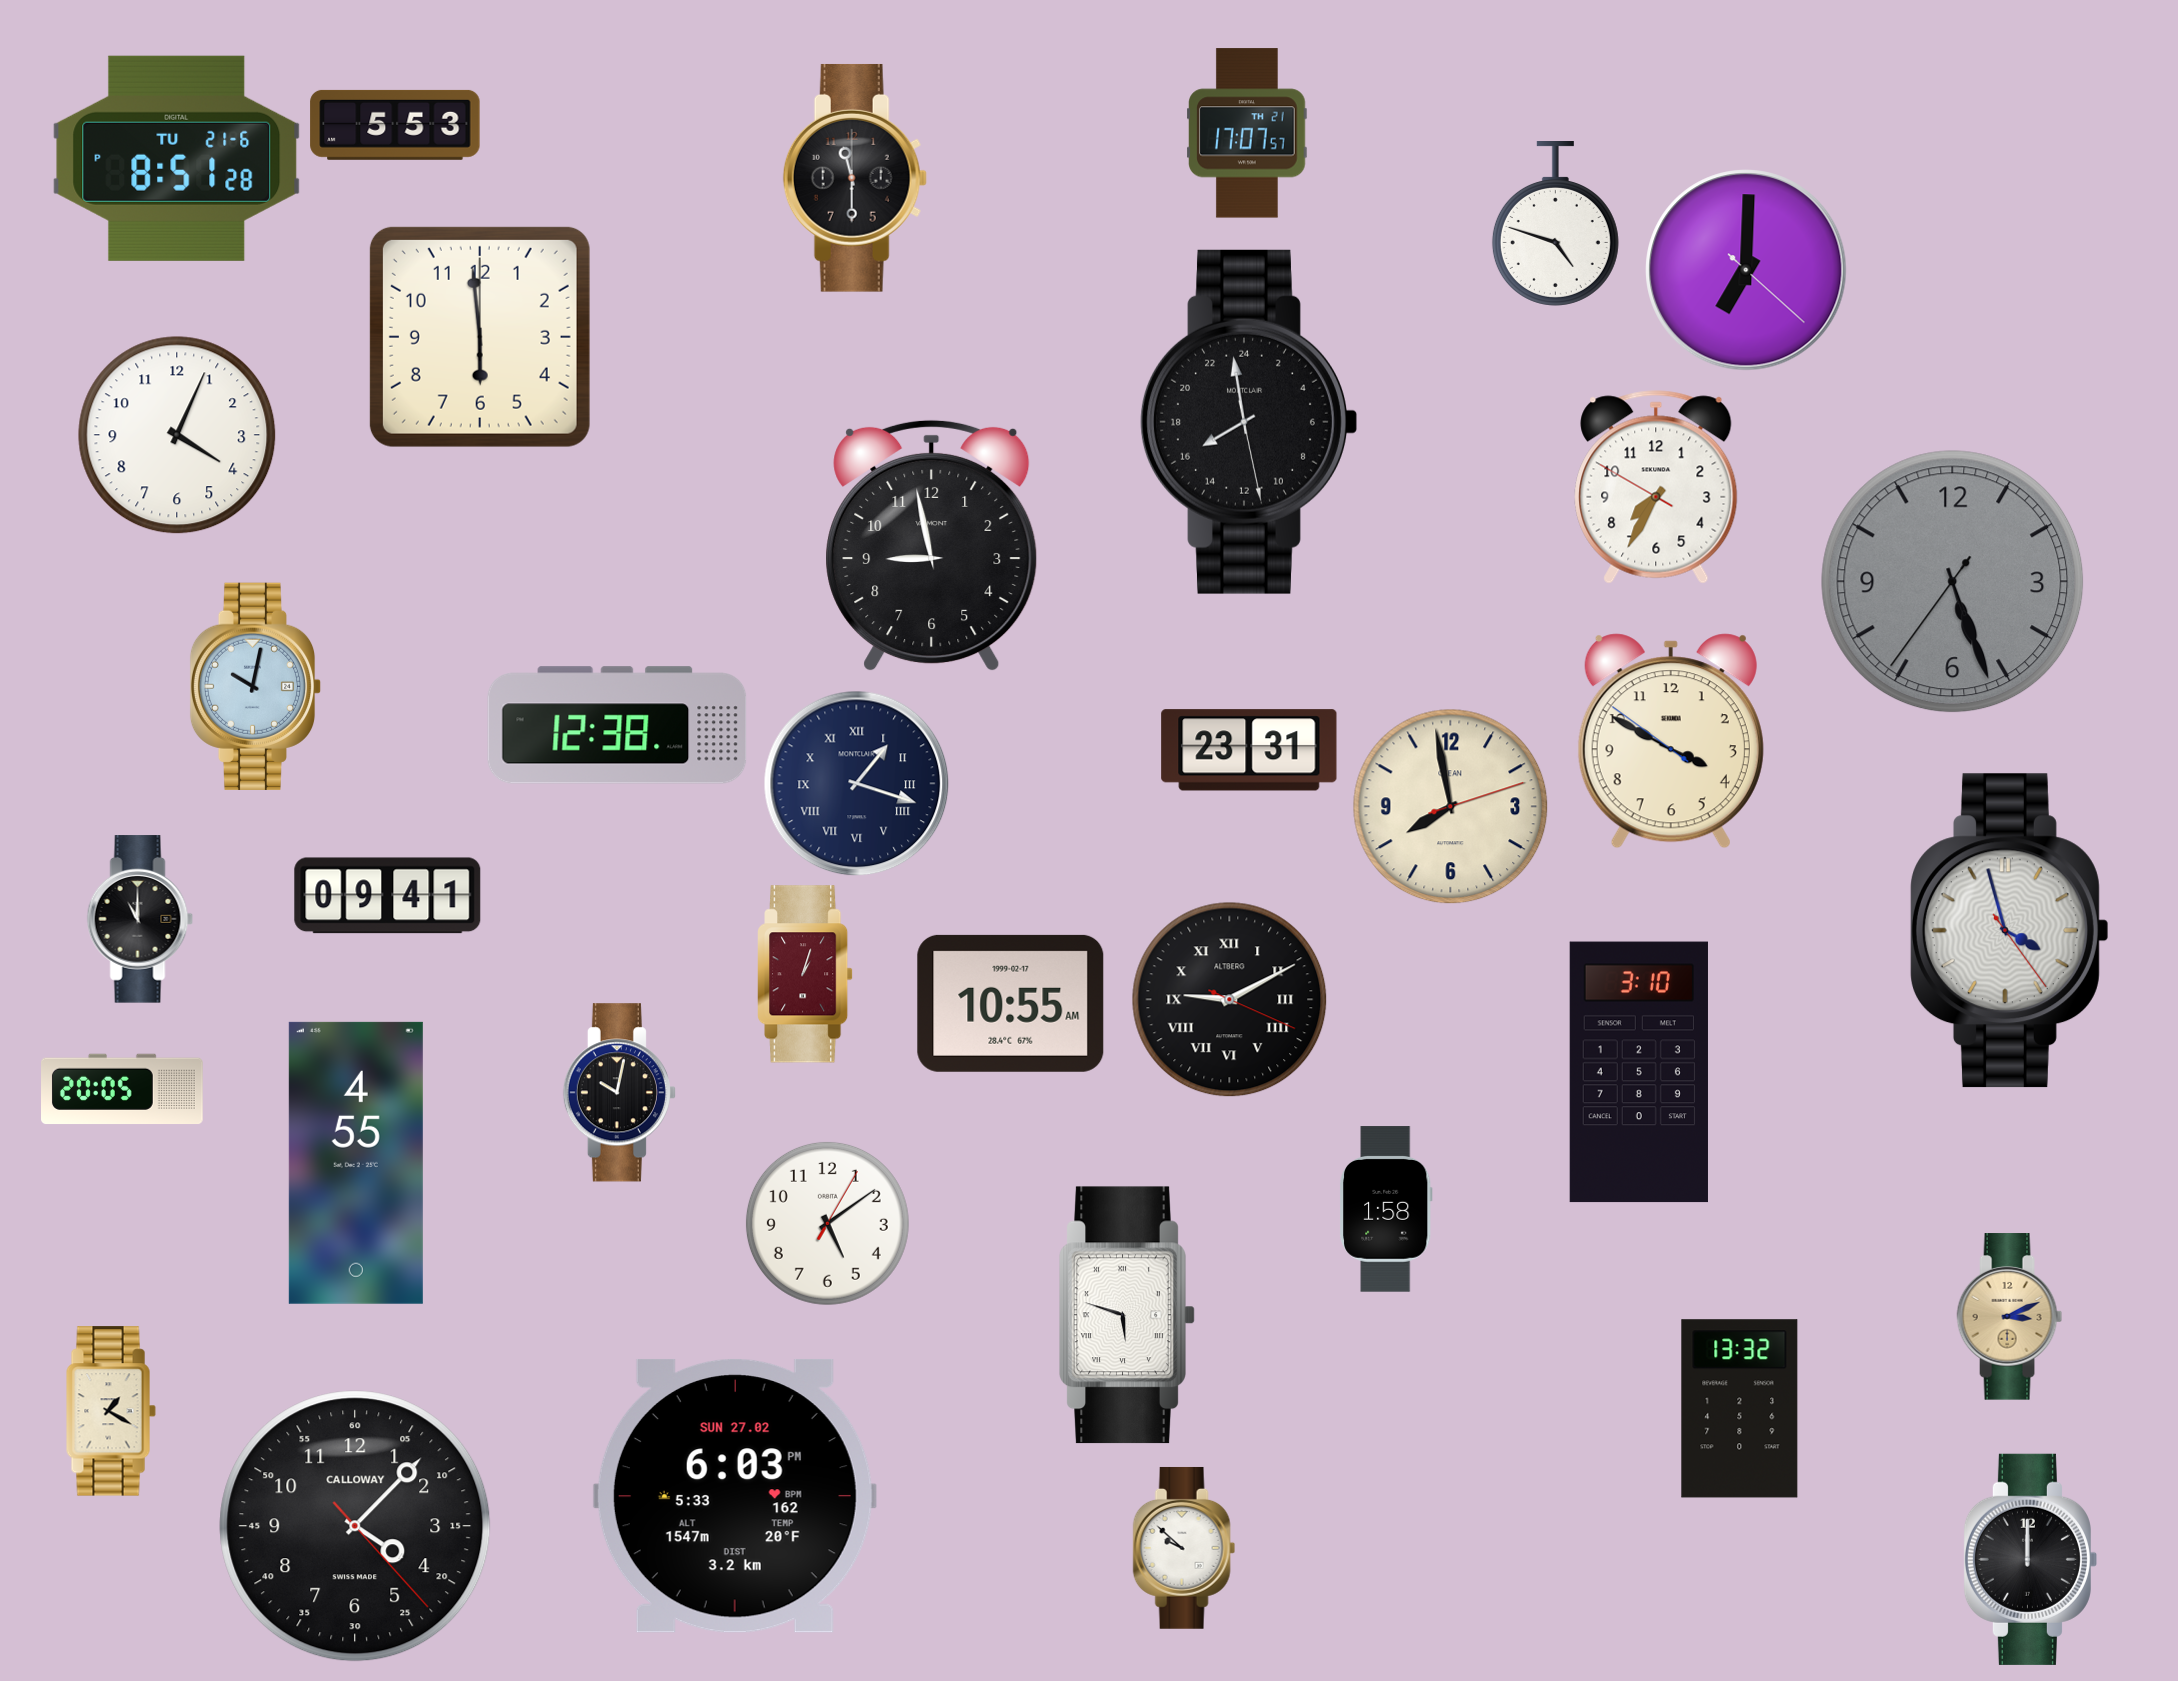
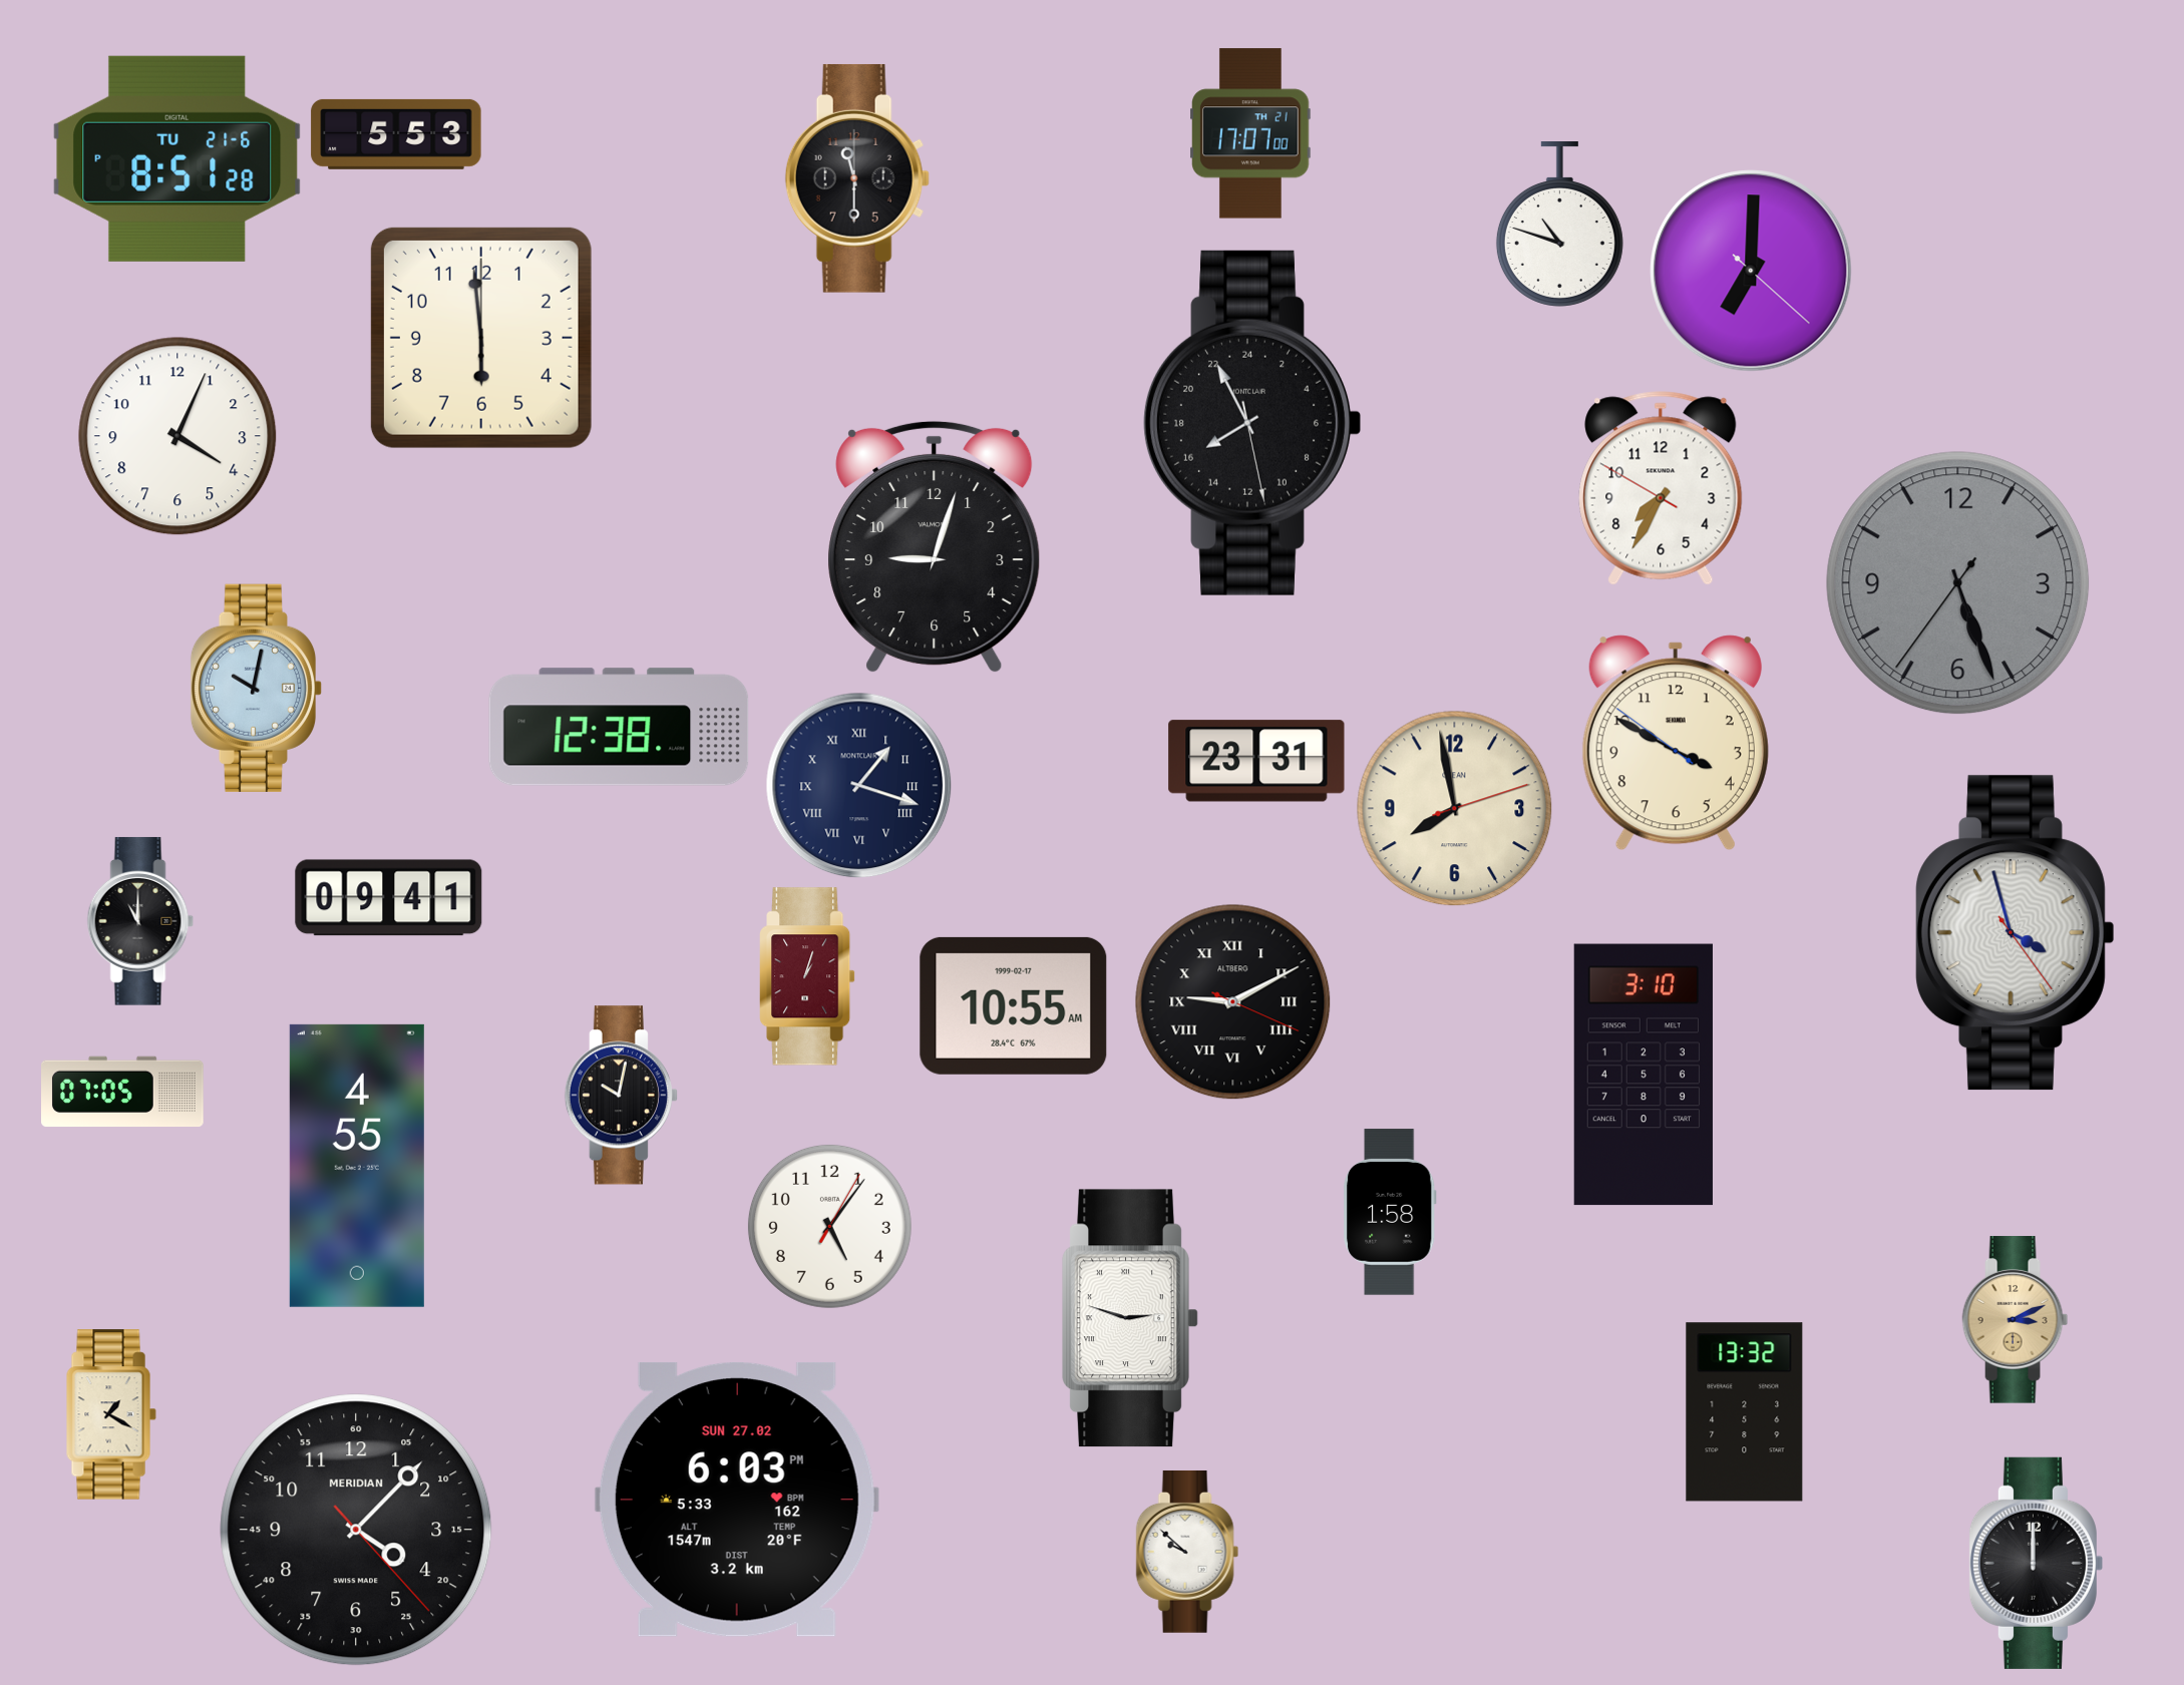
clock at (395, 125) position: (395, 125) -> (396, 134)
clock at (1247, 133): 17:07:57 -> 17:07:00
clock at (1555, 224): 4:48 -> 10:48
clock at (1249, 422): 15:58 -> 15:55
clock at (932, 546): 8:58 -> 9:03
clock at (1249, 750) position: (1249, 750) -> (1256, 761)
clock at (123, 1089): 20:05 -> 07:05
clock at (827, 1223): 5:09 -> 5:06
clock at (1127, 1315): 5:48 -> 2:48
clock at (355, 1526) brand: CALLOWAY -> MERIDIAN
